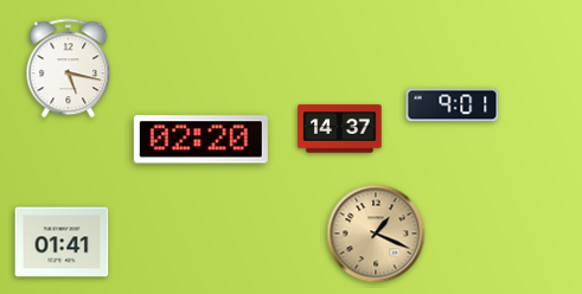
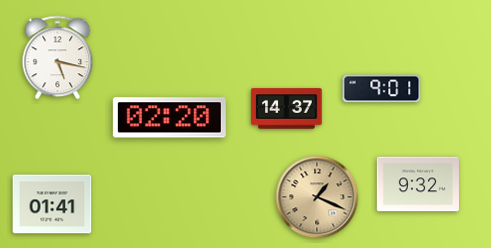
clock at (418, 184): none -> 9:32
